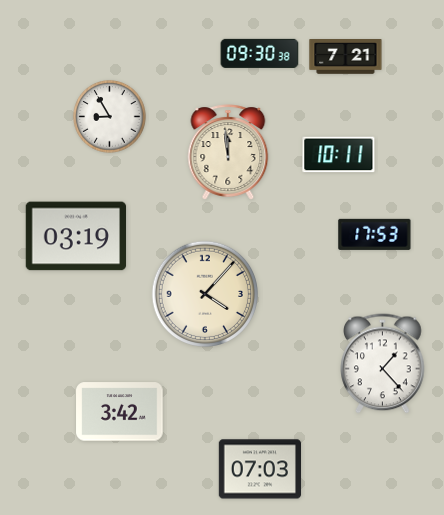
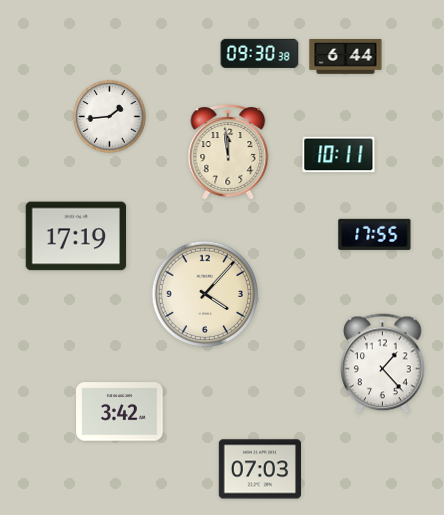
clock at (346, 57): 7:21 -> 6:44
clock at (110, 117): 8:55 -> 1:44
clock at (375, 234): 17:53 -> 17:55
clock at (76, 236): 03:19 -> 17:19
